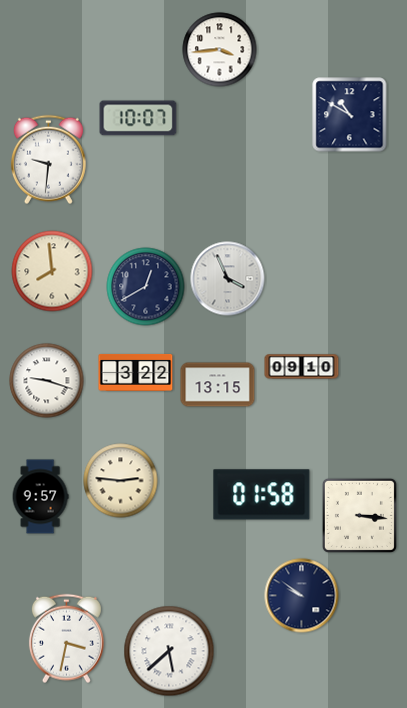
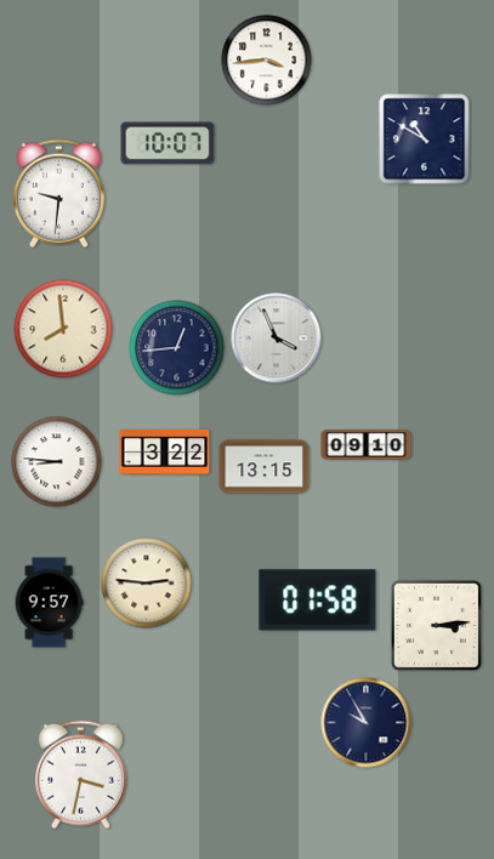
clock at (146, 287): 12:40 -> 12:44
clock at (47, 381): 9:18 -> 8:46
clock at (359, 515): 3:16 -> 3:14
clock at (302, 596): 9:51 -> 9:55
clock at (169, 651): 5:38 -> none
